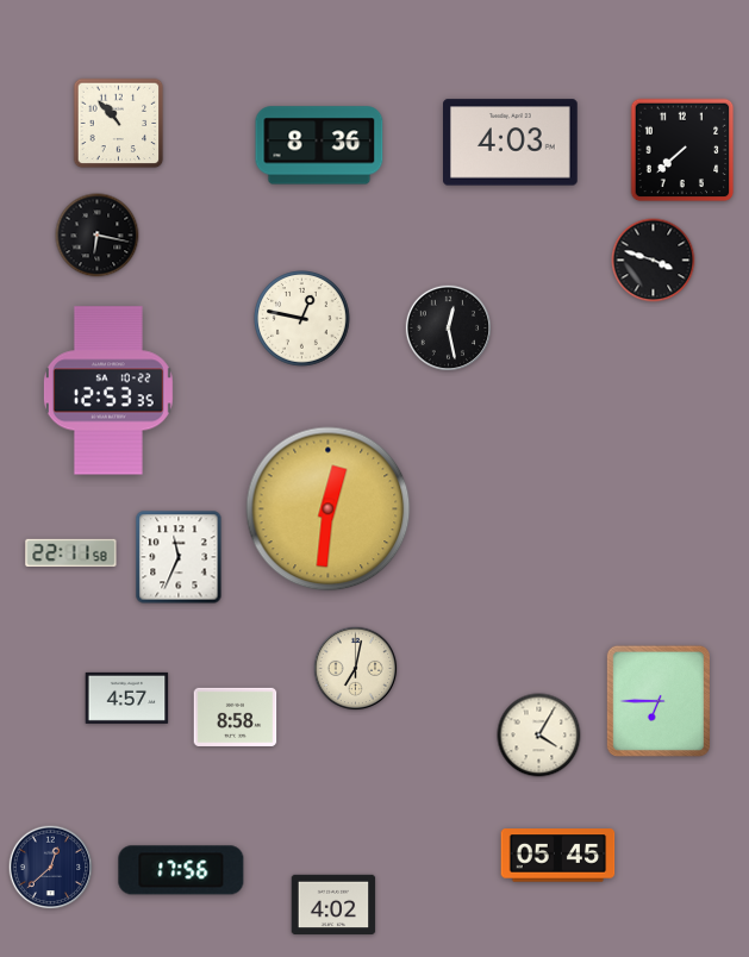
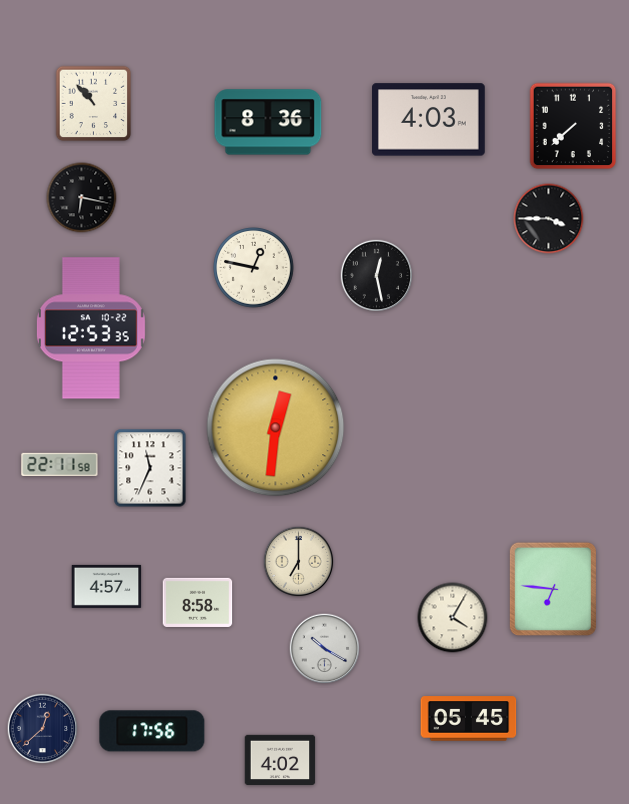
clock at (119, 124) position: (119, 124) -> (94, 104)
clock at (654, 261): 3:48 -> 3:45
clock at (356, 669): 7:02 -> 7:00
clock at (659, 701): 6:45 -> 6:46
clock at (325, 649): none -> 10:20
